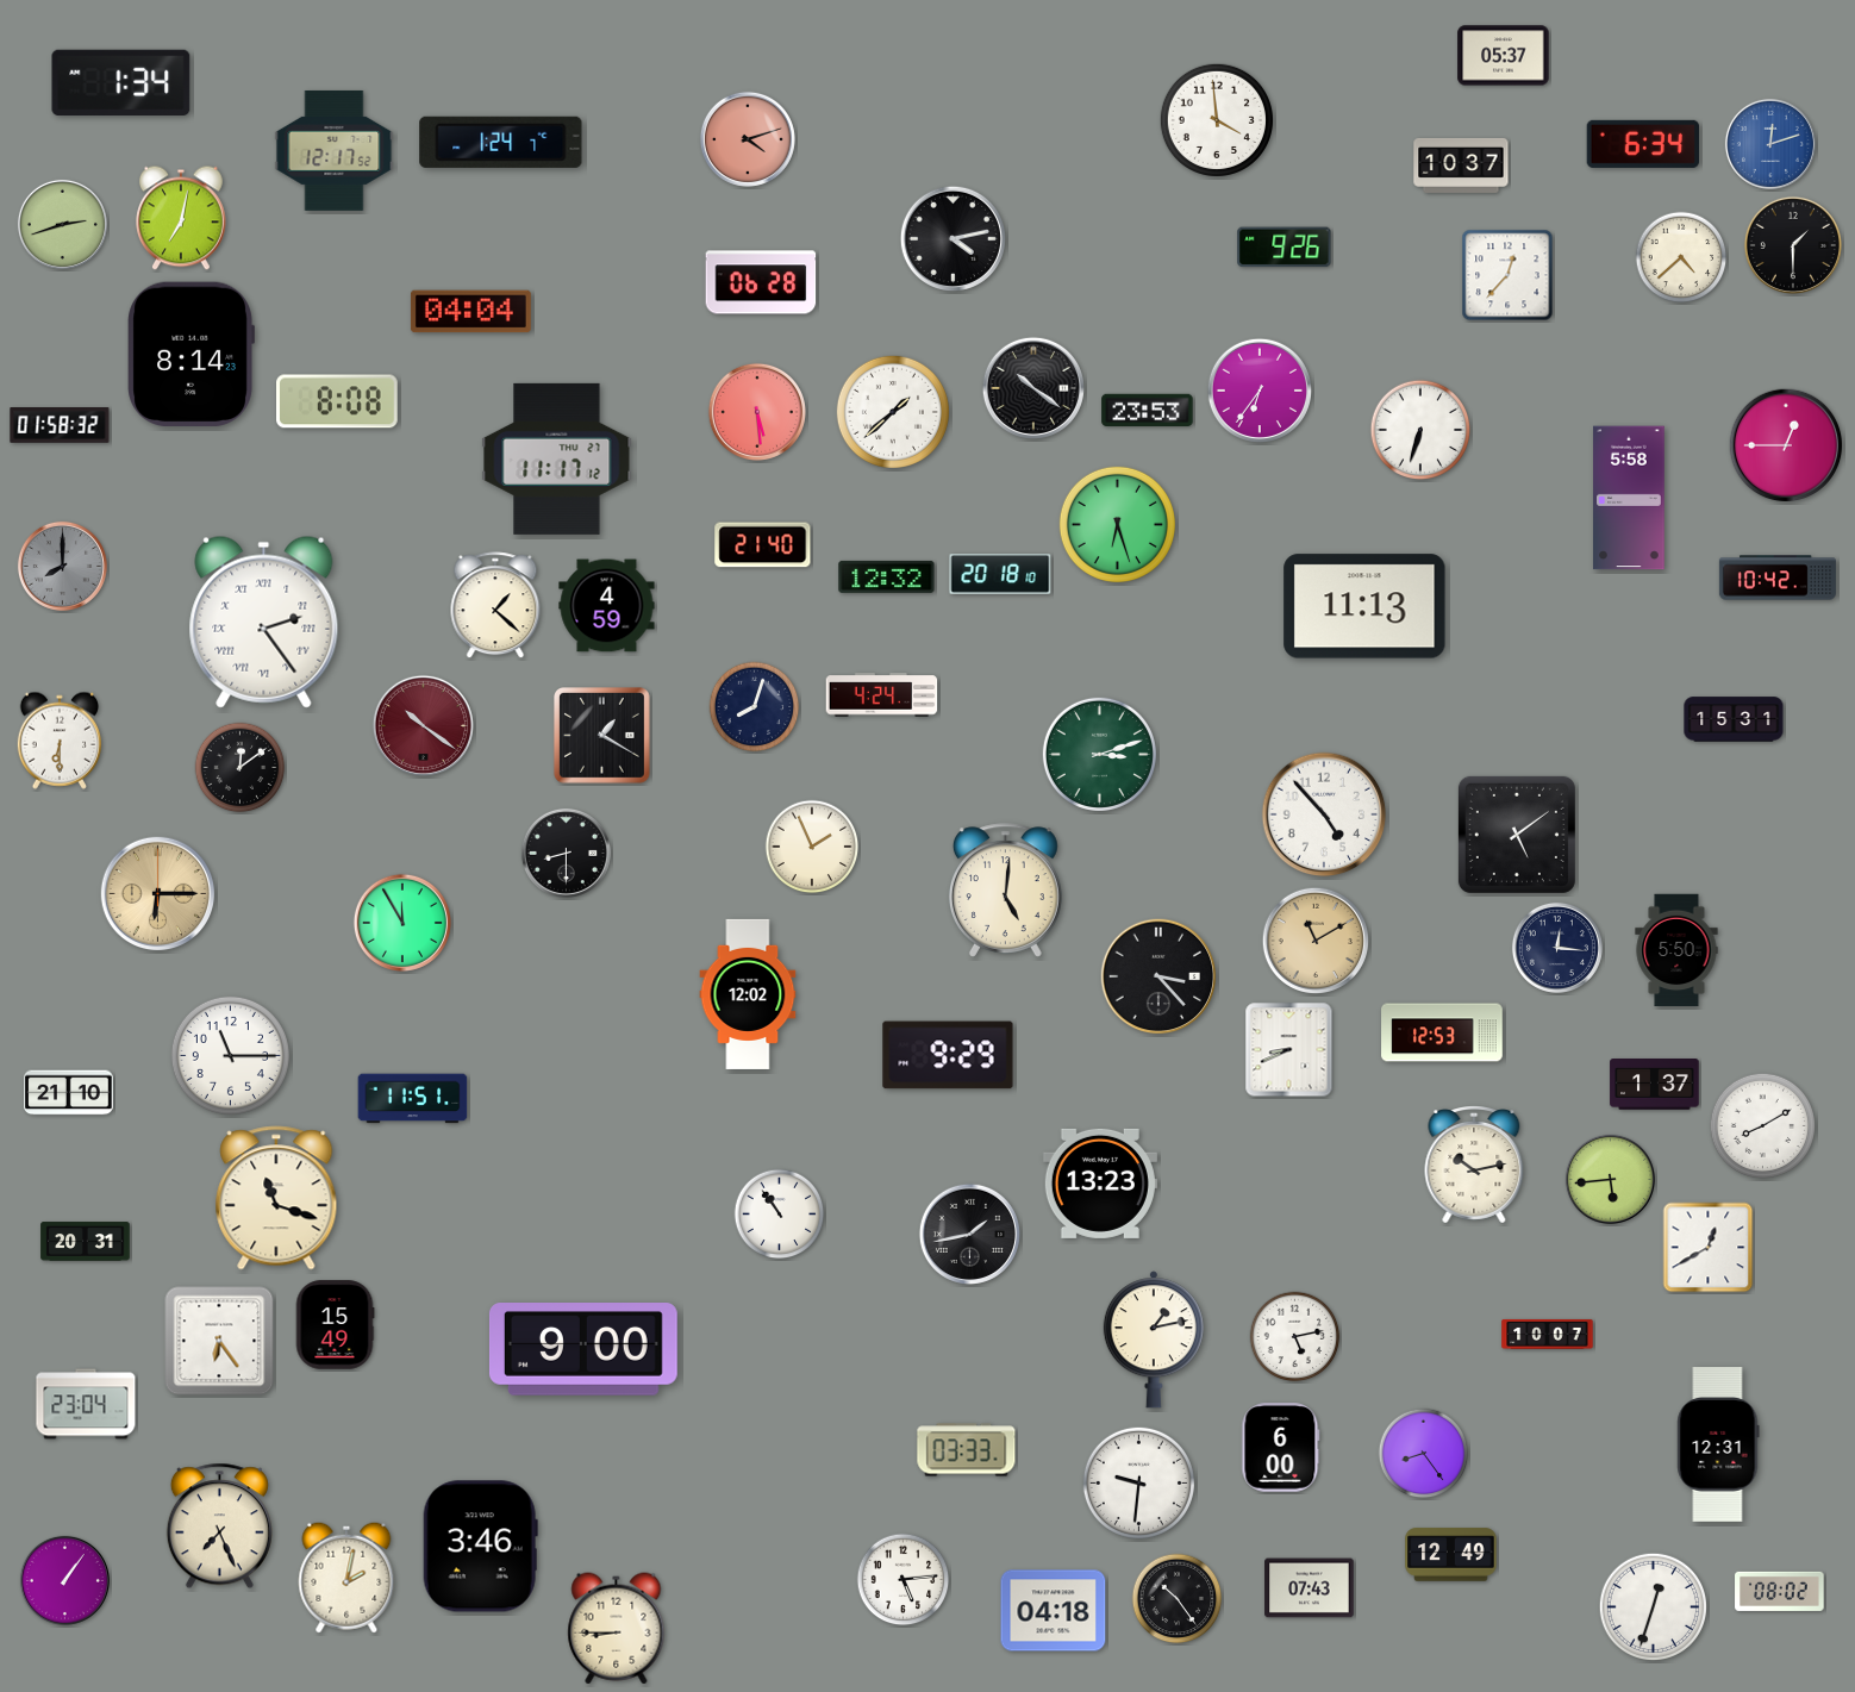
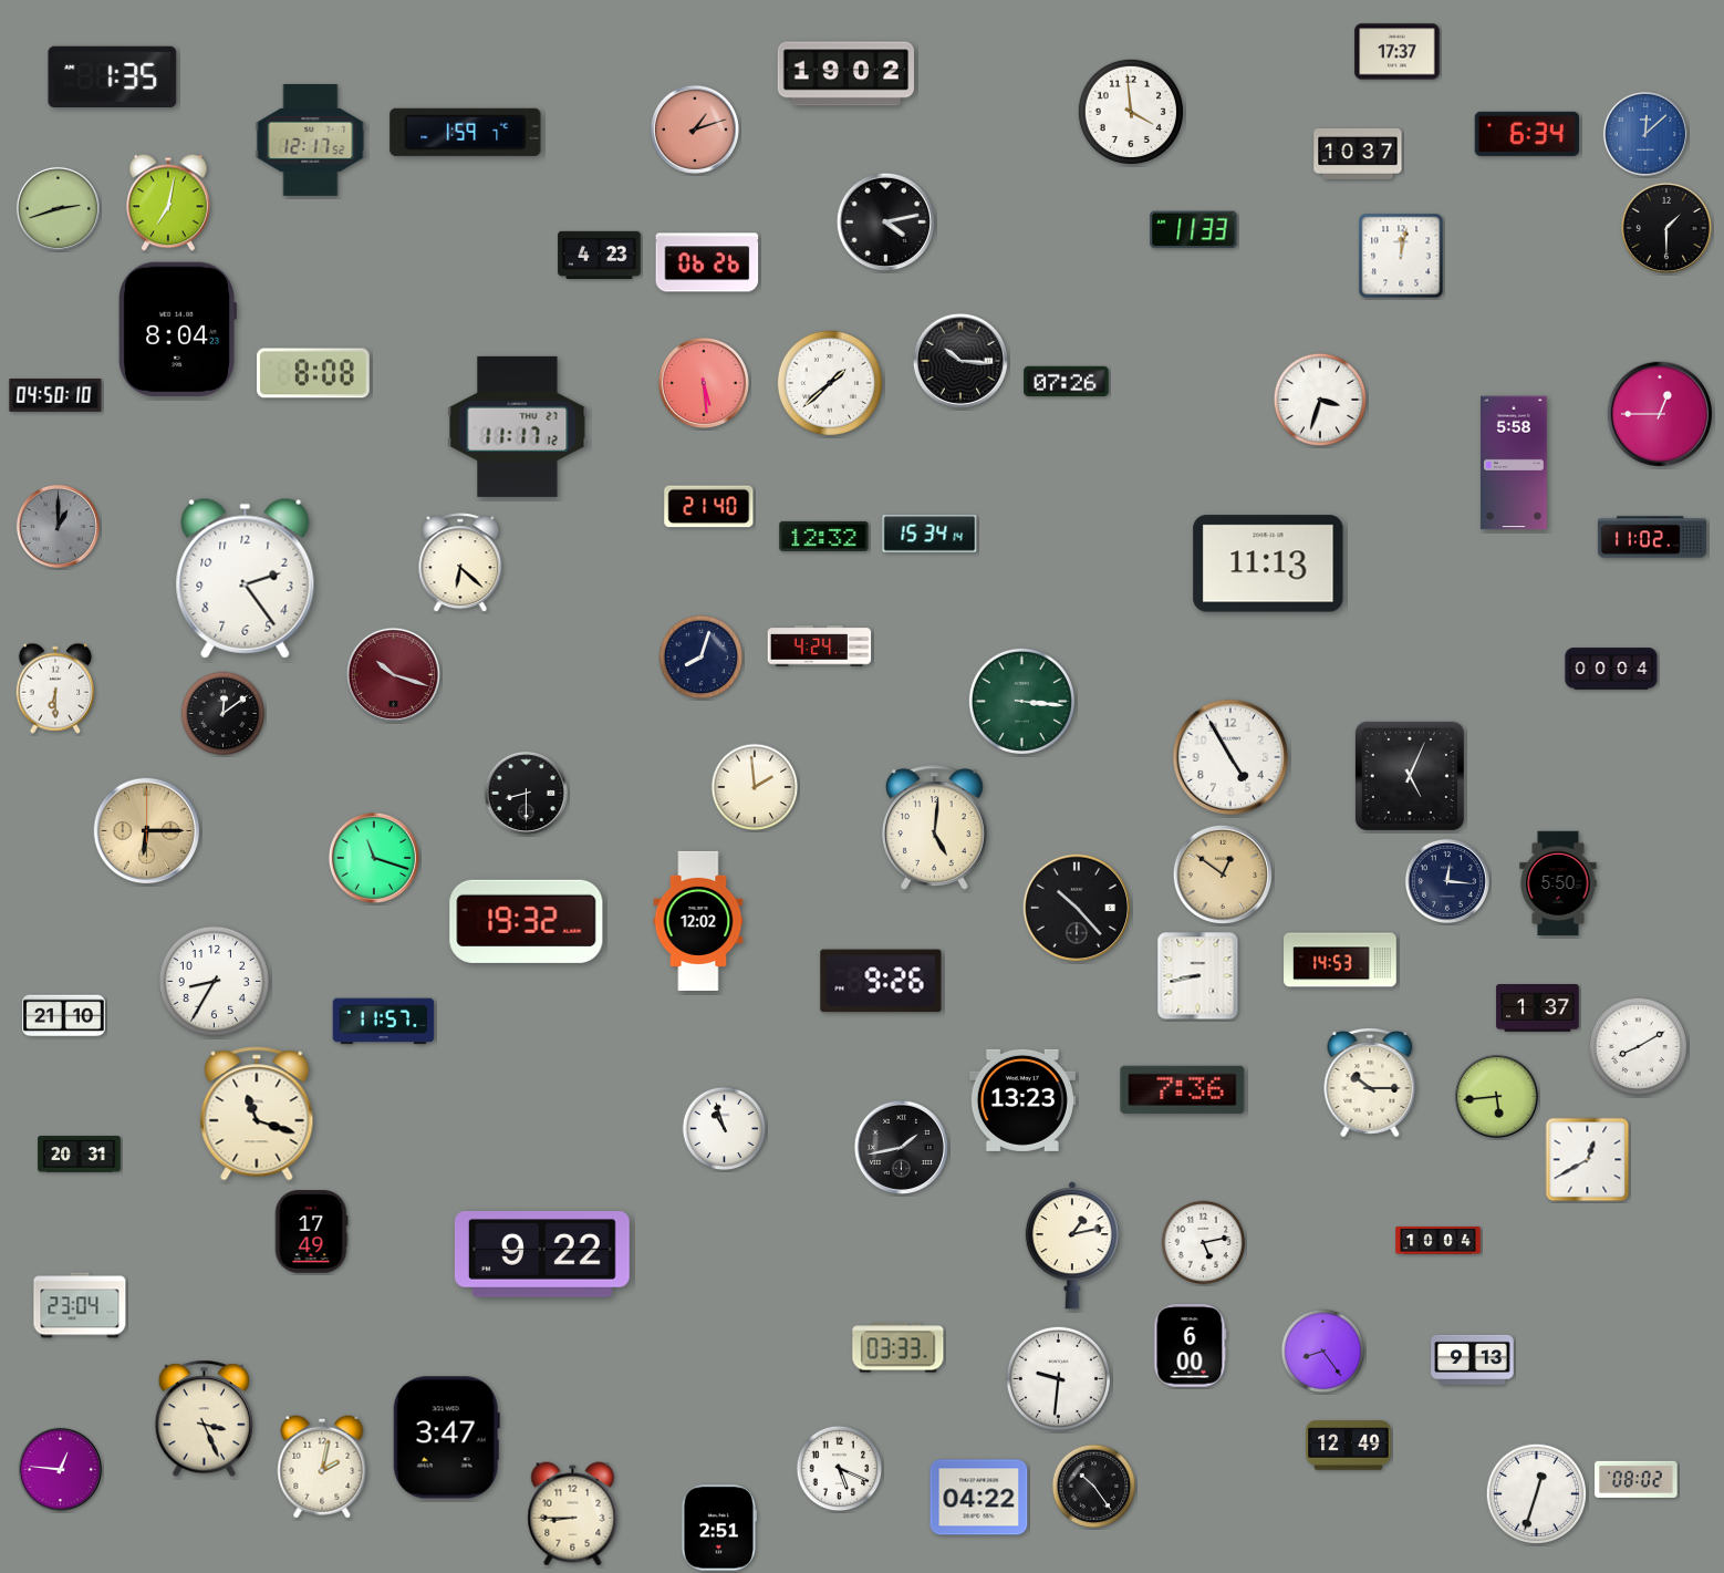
clock at (1504, 56): 05:37 -> 17:37
clock at (845, 74): none -> 19:02
clock at (121, 82): 1:34 -> 1:35
clock at (748, 139): 4:12 -> 1:12
clock at (501, 142): 1:24 -> 1:59
clock at (1770, 144): 12:12 -> 12:08
clock at (1285, 248): 9:26 -> 11:33
clock at (1681, 257): 4:38 -> none
clock at (600, 255): none -> 4:23
clock at (1507, 275): 12:37 -> 12:02
clock at (761, 282): 06:28 -> 06:26
clock at (470, 312): 04:04 -> none
clock at (191, 355): 8:14 -> 8:04
clock at (1033, 388): 10:21 -> 10:16
clock at (1258, 389): 6:36 -> none
clock at (1148, 411): 23:53 -> 07:26
clock at (60, 426): 01:58 -> 04:50
clock at (1420, 430): 6:33 -> 3:33
clock at (1117, 524): 6:27 -> none
clock at (62, 566): 8:00 -> 1:00
clock at (1000, 574): 20:18 -> 15:34
clock at (1778, 577): 10:42 -> 11:02
clock at (495, 606): 1:22 -> 6:22
clock at (607, 606): 4:59 -> none
clock at (264, 622) numerals: Roman -> Arabic
clock at (1734, 719): 15:31 -> 00:04
clock at (423, 725): 10:21 -> 10:18
clock at (602, 736): 1:20 -> none
clock at (1099, 754): 3:12 -> 3:16
clock at (1324, 814): 4:53 -> 4:55
clock at (1517, 835): 5:09 -> 5:04
clock at (812, 847): 1:56 -> 1:59
clock at (402, 923): 11:55 -> 11:18
clock at (1314, 939): 11:10 -> 12:51
clock at (1158, 976): 3:23 -> 10:23
clock at (527, 921): none -> 19:32
clock at (748, 994) position: (748, 994) -> (698, 921)
clock at (1442, 1032): 12:53 -> 14:53
clock at (1289, 1050): 8:41 -> 8:43
clock at (230, 1055): 11:15 -> 8:35
clock at (948, 1055): 9:29 -> 9:26
clock at (413, 1099): 11:51 -> 11:57
clock at (1474, 1166): 10:13 -> 10:15
clock at (1183, 1089): none -> 7:36
clock at (780, 1215): 10:54 -> 10:57
clock at (335, 1325): 15:49 -> 17:49
clock at (1548, 1335): 10:07 -> 10:04
clock at (219, 1341): 6:24 -> none
clock at (583, 1350): 9:00 -> 9:22
clock at (1718, 1446): 12:31 -> none
clock at (1473, 1359): none -> 9:13
clock at (219, 1526): 7:26 -> 3:26
clock at (480, 1547): 3:46 -> 3:47
clock at (64, 1580): 1:06 -> 12:46
clock at (904, 1580): 5:14 -> 5:19
clock at (1310, 1588): 07:43 -> none
clock at (1780, 1591) position: (1780, 1591) -> (1637, 1479)
clock at (1054, 1611): 04:18 -> 04:22
clock at (719, 1528): none -> 2:51
